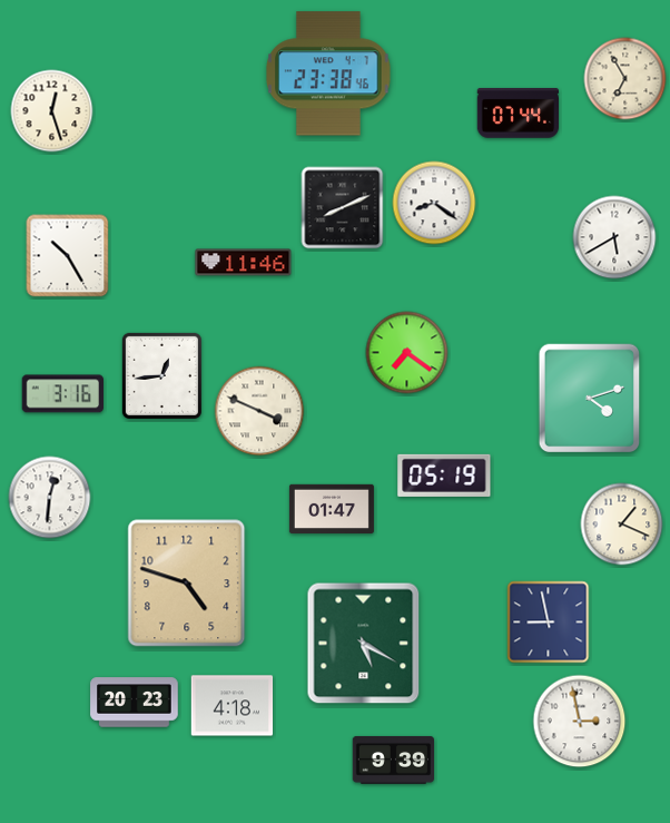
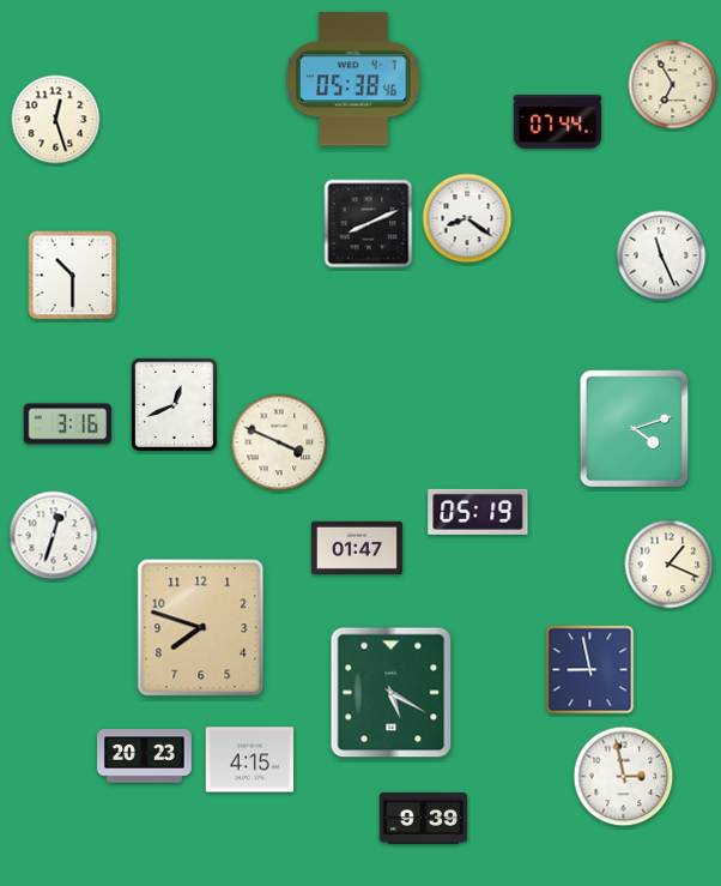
clock at (328, 74): 23:38 -> 05:38
clock at (614, 237): 5:40 -> 11:26
clock at (68, 256): 10:25 -> 10:30
clock at (244, 263): 11:46 -> none
clock at (407, 353): 7:21 -> none
clock at (161, 375): 12:44 -> 12:41
clock at (50, 498): 12:31 -> 12:33
clock at (187, 584): 4:48 -> 7:48
clock at (233, 706): 4:18 -> 4:15
